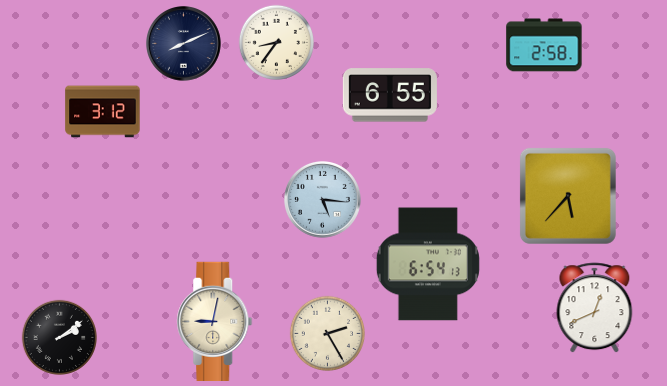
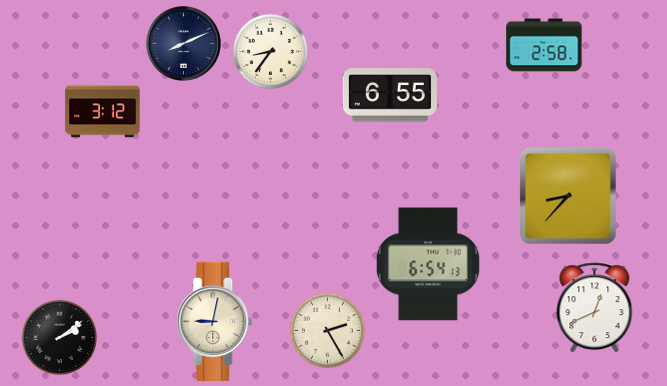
clock at (276, 42) position: (276, 42) -> (270, 51)
clock at (568, 196): 5:37 -> 8:37
clock at (323, 200): 5:16 -> none
clock at (327, 333) position: (327, 333) -> (327, 330)
